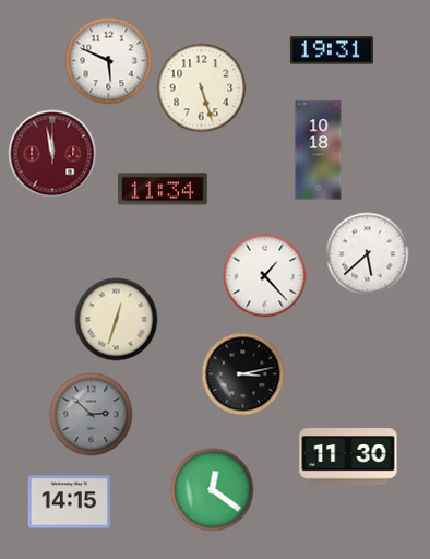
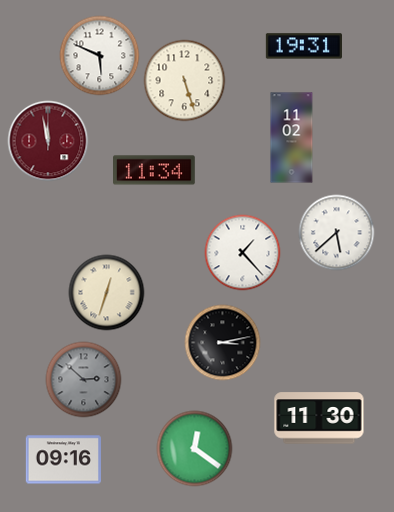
clock at (319, 151): 10:18 -> 11:02
clock at (164, 189) position: (164, 189) -> (155, 170)
clock at (69, 502): 14:15 -> 09:16
